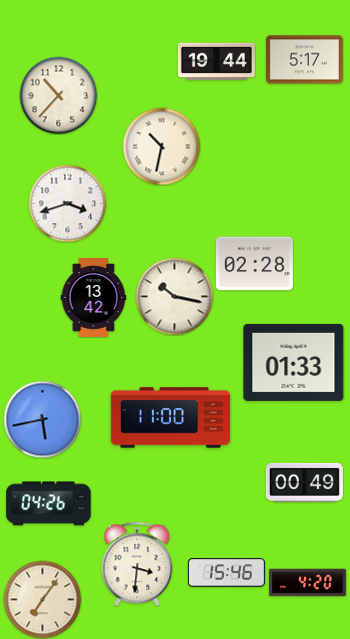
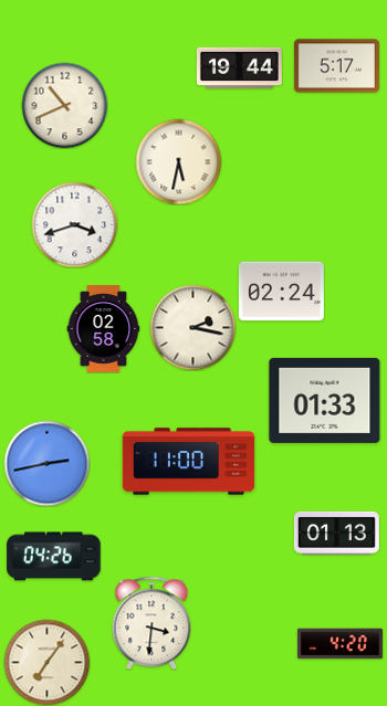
clock at (58, 95): 10:37 -> 10:41
clock at (161, 146): 10:32 -> 5:32
clock at (254, 264): 02:28 -> 02:24
clock at (174, 296): 10:17 -> 2:17
clock at (94, 298): 13:42 -> 02:58
clock at (42, 419): 5:43 -> 2:43
clock at (304, 482): 00:49 -> 01:13
clock at (226, 573): 15:46 -> none
